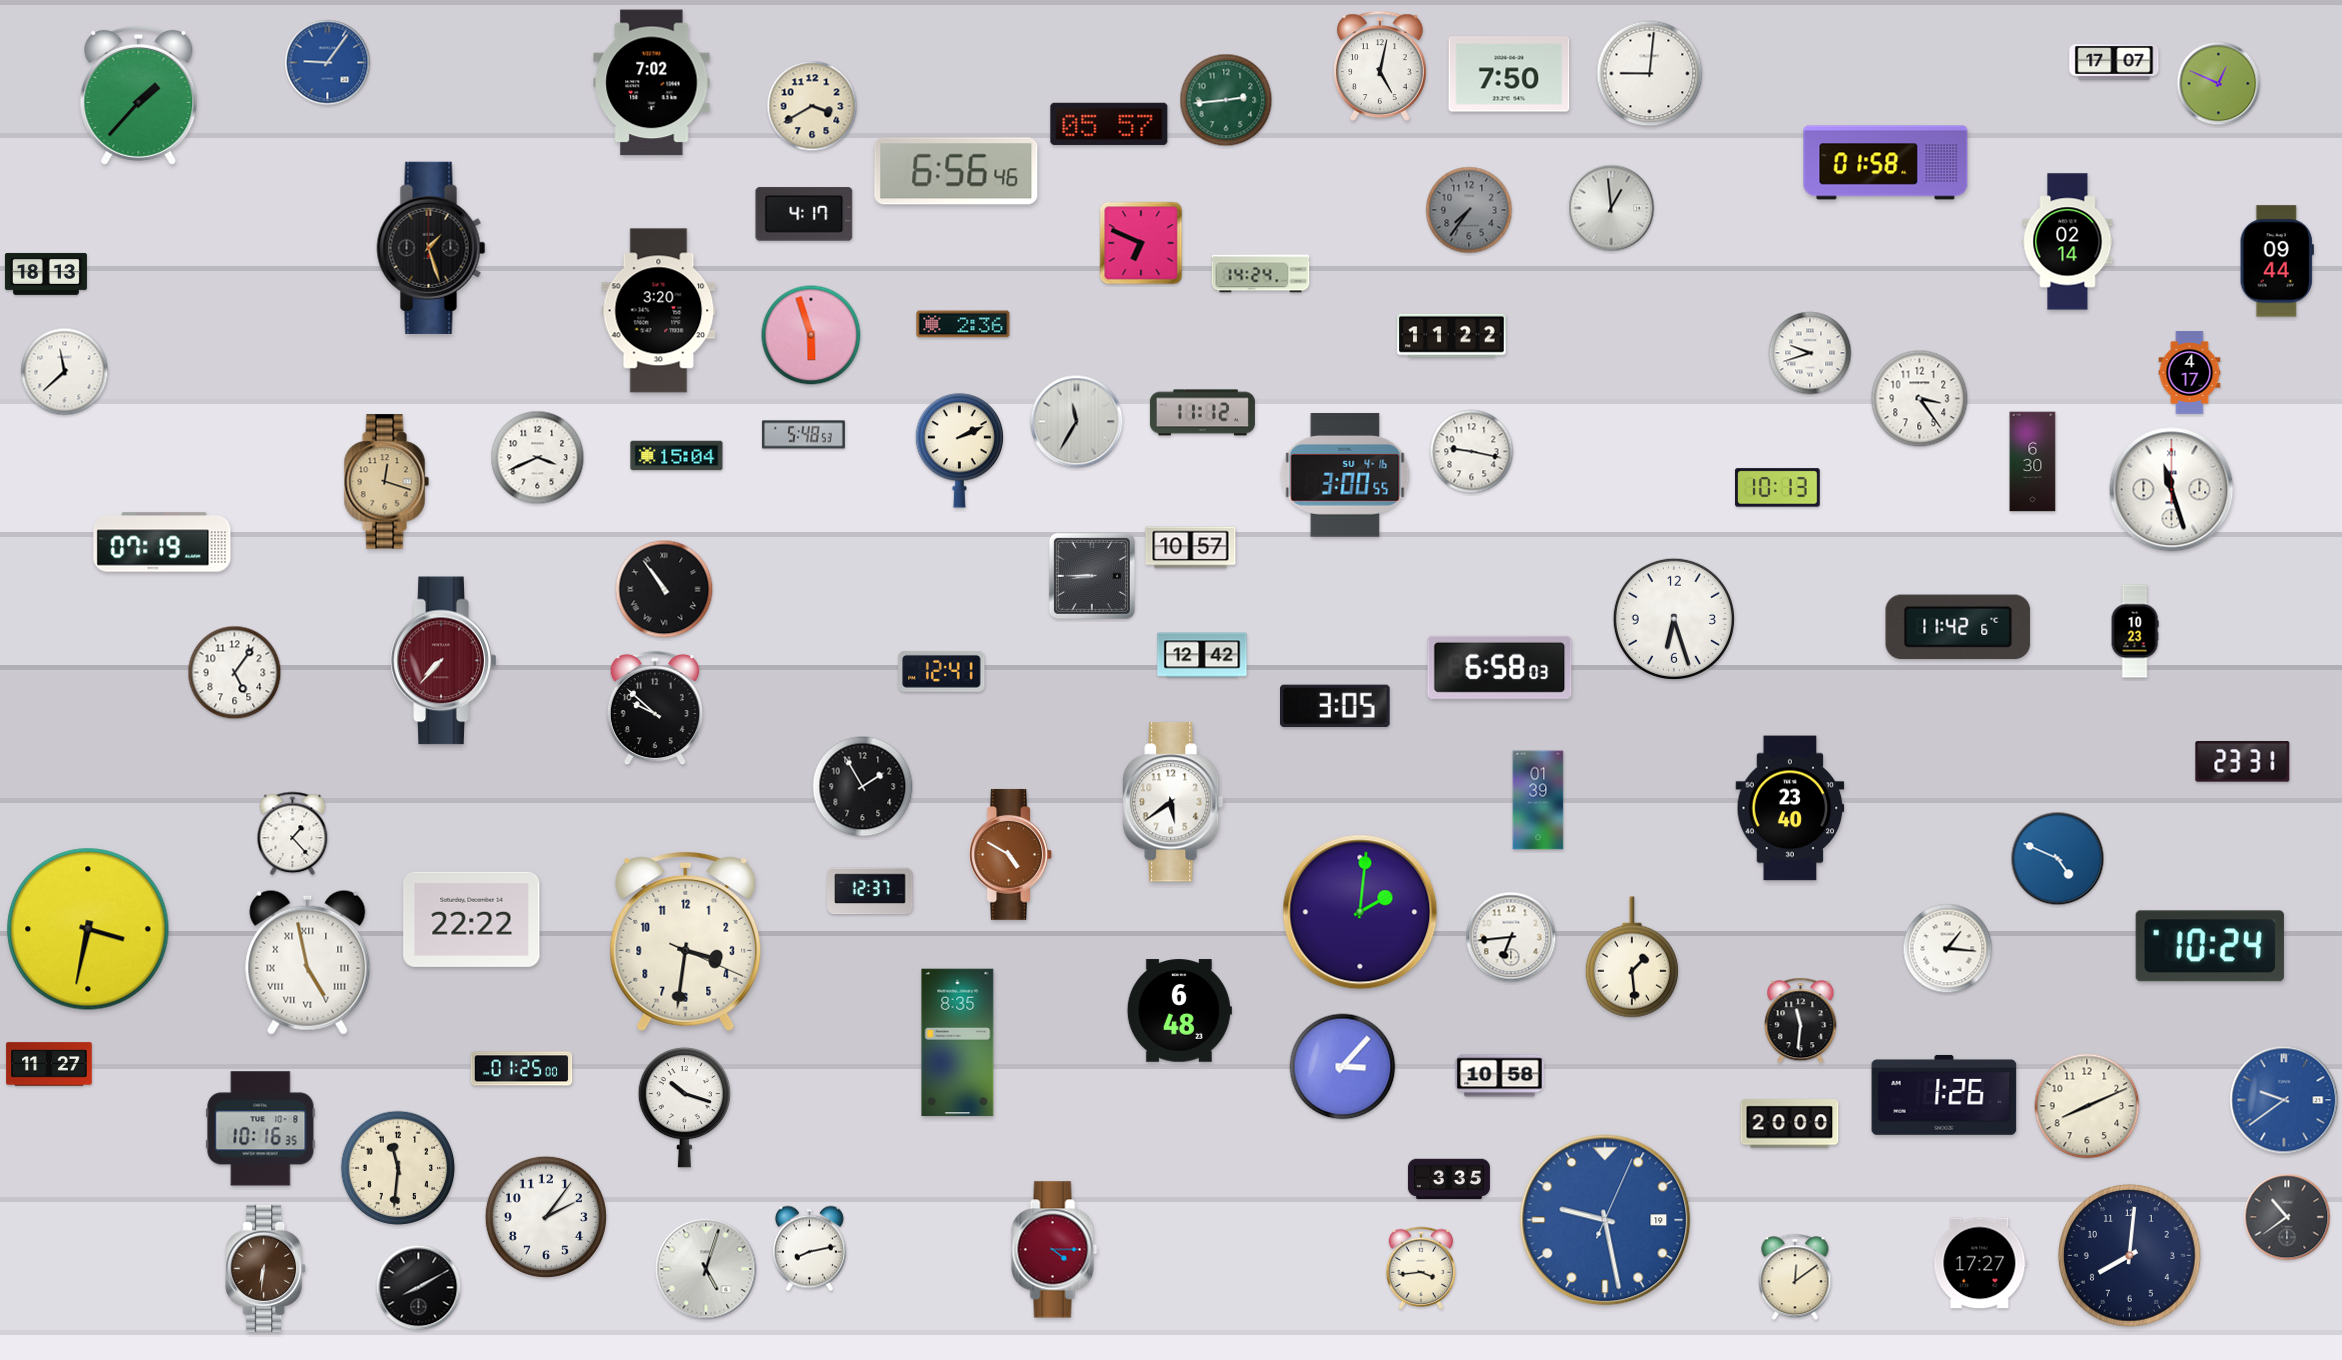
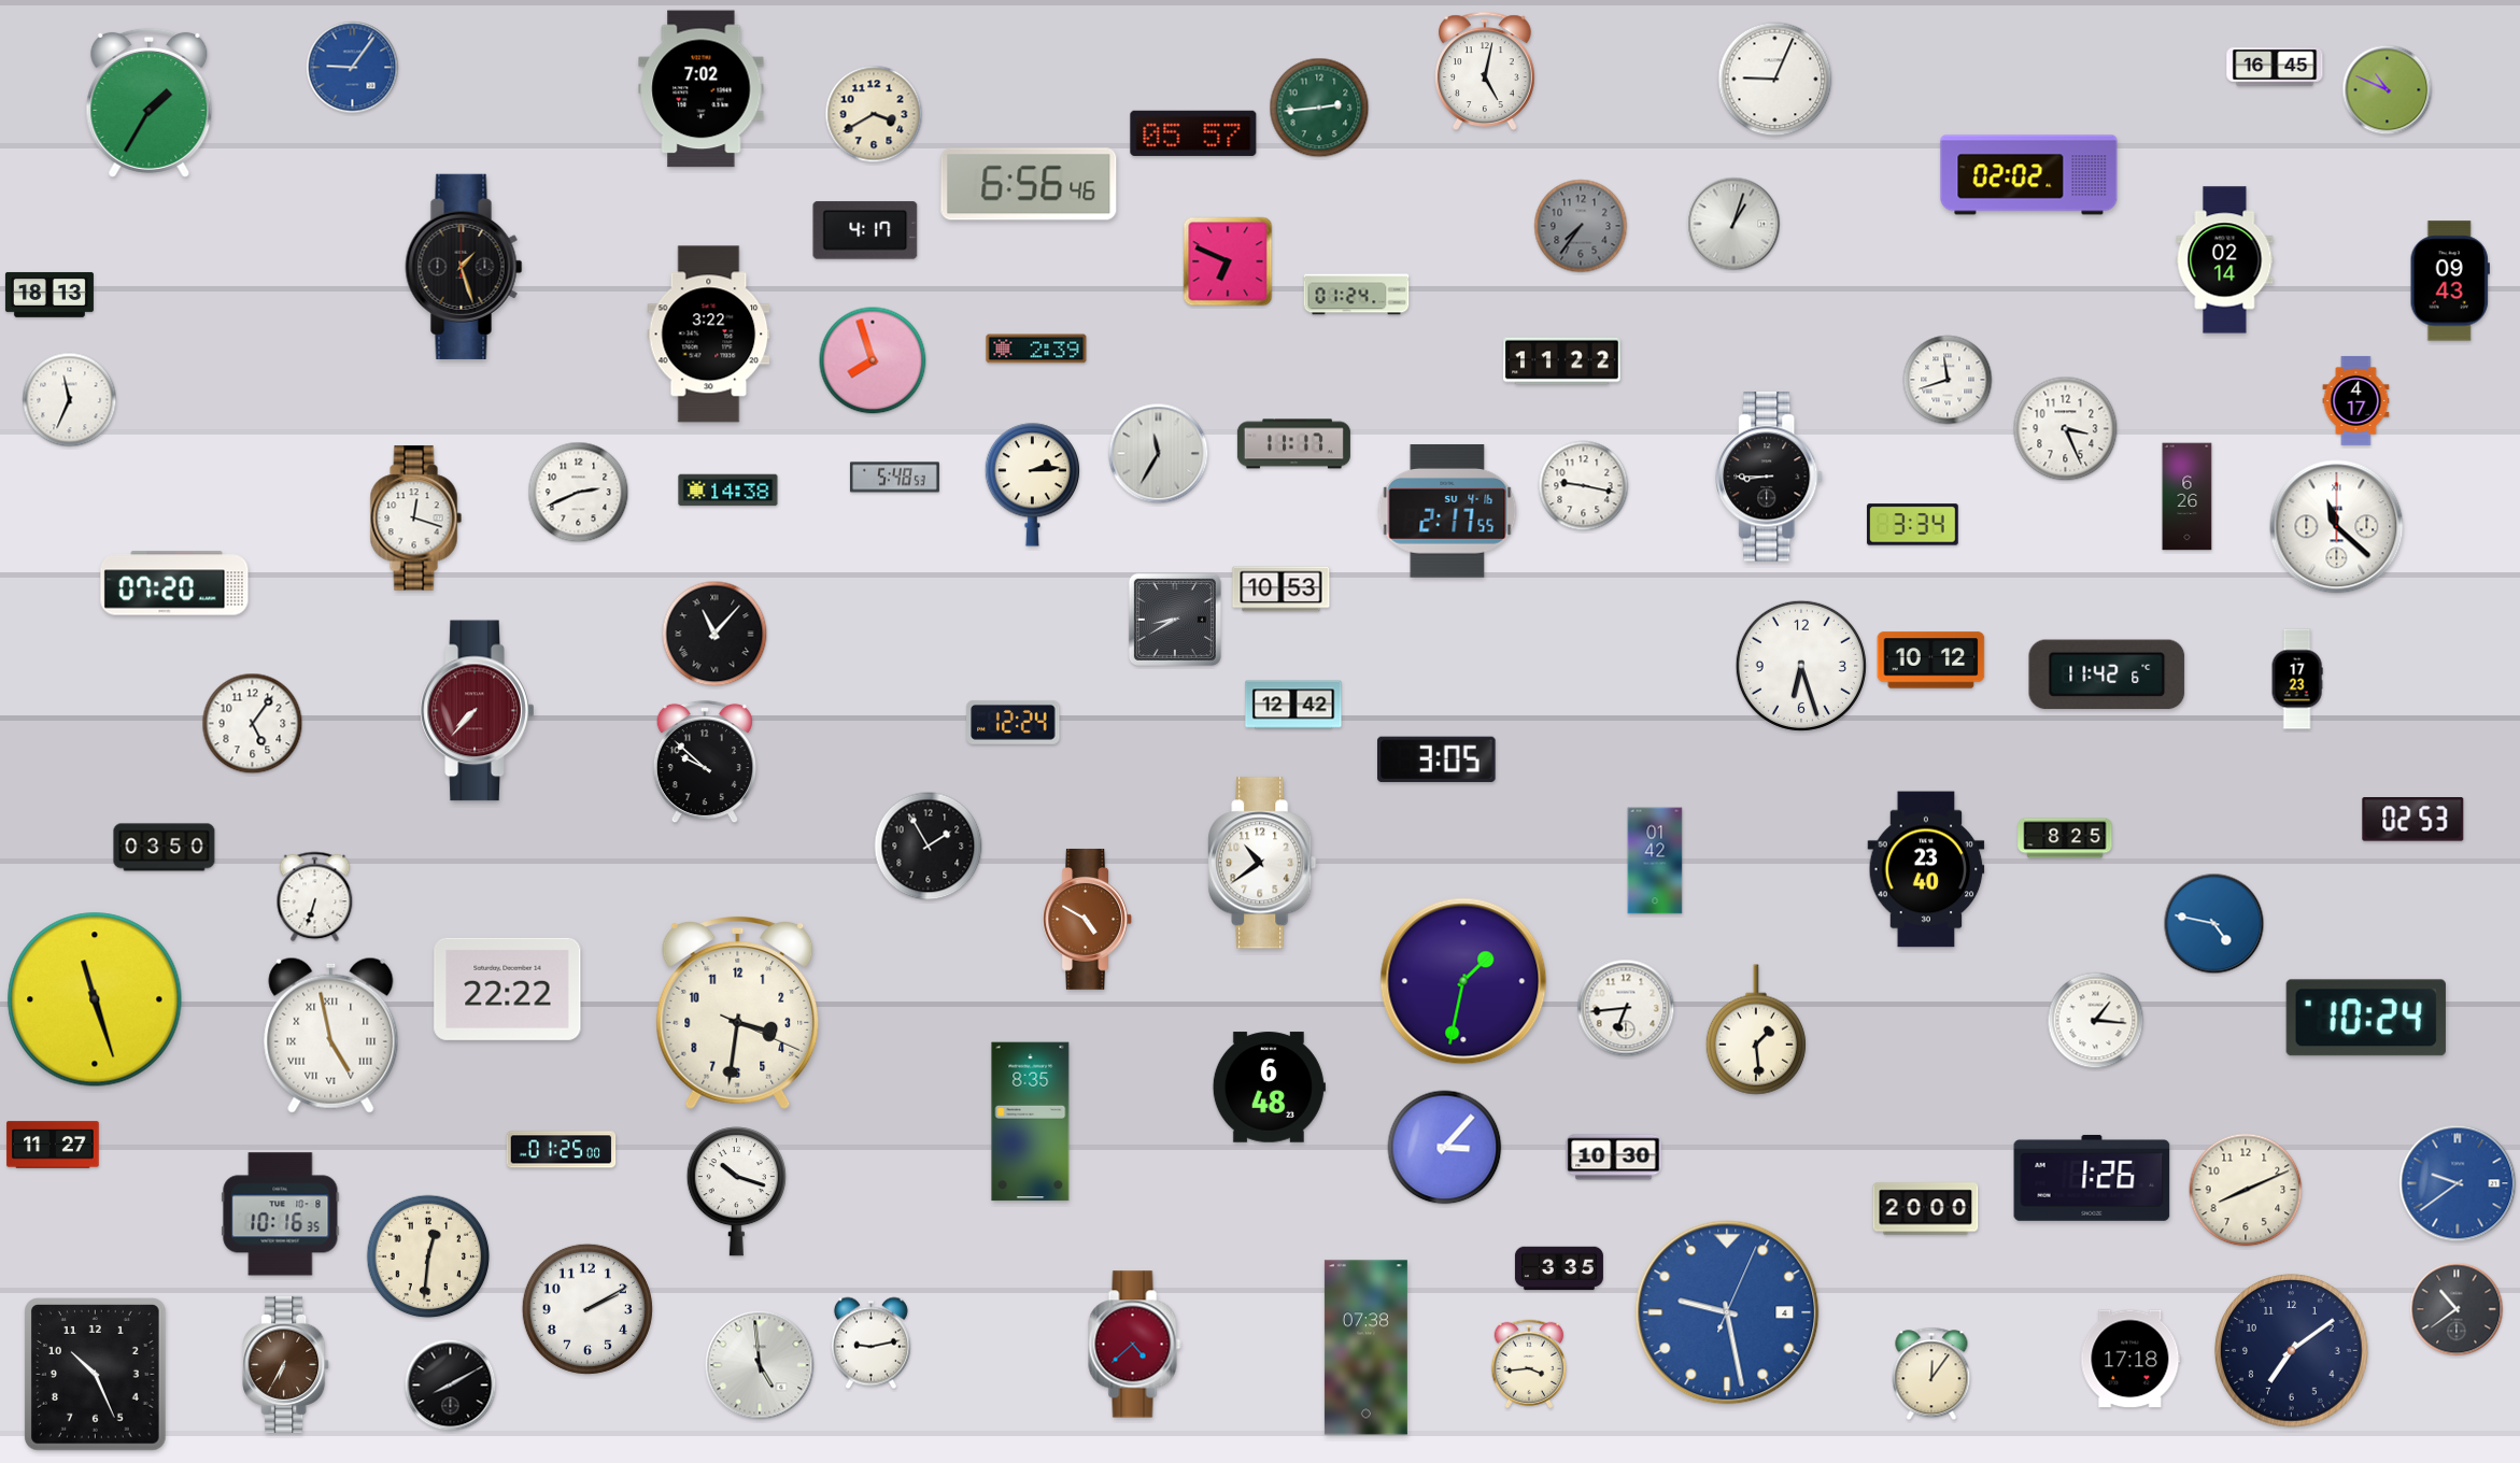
clock at (2114, 62): 17:07 -> 16:45
clock at (1509, 74): 7:50 -> none
clock at (1650, 74): 9:01 -> 9:04
clock at (2219, 84): 12:49 -> 10:49
clock at (139, 95): 1:37 -> 1:35
clock at (1886, 163): 01:58 -> 02:02
clock at (1611, 208): 12:59 -> 1:03
clock at (2277, 261): 09:44 -> 09:43
clock at (1261, 274): 14:24 -> 01:24
clock at (659, 311): 3:20 -> 3:22
clock at (963, 324): 2:36 -> 2:39
clock at (811, 335): 5:57 -> 7:57
clock at (1810, 353): 9:42 -> 11:42
clock at (65, 372): 11:38 -> 11:34
clock at (1920, 399): 3:24 -> 3:26
clock at (1202, 413): 11:12 -> 11:17
clock at (803, 435) position: (803, 435) -> (894, 478)
clock at (1770, 477): none -> 8:45
clock at (959, 451): 2:11 -> 2:14
clock at (677, 456): 15:04 -> 14:38
clock at (538, 458): 3:41 -> 2:41
clock at (2033, 462): 6:30 -> 6:26
clock at (1345, 475): 3:00 -> 2:17
clock at (386, 482) dial: champagne -> white
clock at (1778, 488): 10:13 -> 3:34
clock at (2172, 490): 11:27 -> 11:22
clock at (162, 542): 07:19 -> 07:20
clock at (1191, 548): 10:57 -> 10:53
clock at (1092, 576): 8:45 -> 8:40
clock at (664, 589): 10:54 -> 11:07
clock at (1931, 661): none -> 10:12
clock at (2135, 631): 10:23 -> 17:23
clock at (1500, 667): 6:58 -> none
clock at (942, 672): 12:41 -> 12:24
clock at (2243, 762): 23:31 -> 02:53
clock at (2065, 838): none -> 8:25
clock at (165, 848): none -> 03:50
clock at (1538, 800): 01:39 -> 01:42
clock at (1173, 802): 5:39 -> 10:39
clock at (293, 834): 1:23 -> 6:33
clock at (2058, 859): 4:49 -> 4:47
clock at (870, 891): 12:37 -> none
clock at (1360, 912): 2:01 -> 1:32
clock at (88, 929): 3:32 -> 11:27
clock at (2210, 946) position: (2210, 946) -> (2366, 1018)
clock at (1801, 1021): 11:31 -> none
clock at (1500, 1076): 10:58 -> 10:30
clock at (398, 1168): 11:31 -> 12:31
clock at (546, 1217): 2:06 -> 2:10
clock at (2287, 1217) position: (2287, 1217) -> (2457, 1309)
clock at (1605, 1220) date: 19 -> 4
clock at (809, 1249): 8:13 -> 9:13
clock at (1055, 1250): 4:15 -> 4:38
clock at (1365, 1348): none -> 07:38
clock at (2130, 1256): 8:01 -> 7:09
clock at (1980, 1263): 17:27 -> 17:18
clock at (266, 1268): 6:31 -> 6:35
clock at (706, 1269): 5:03 -> 4:59
clock at (1795, 1277): 12:09 -> 12:06
clock at (96, 1375): none -> 10:26
